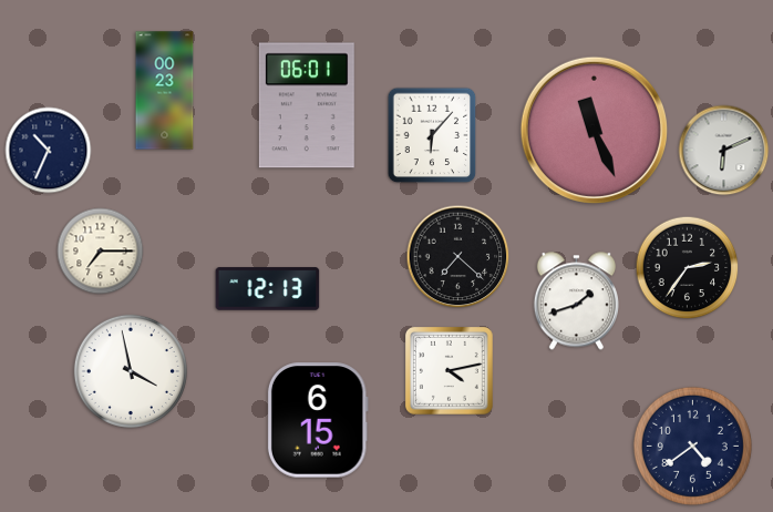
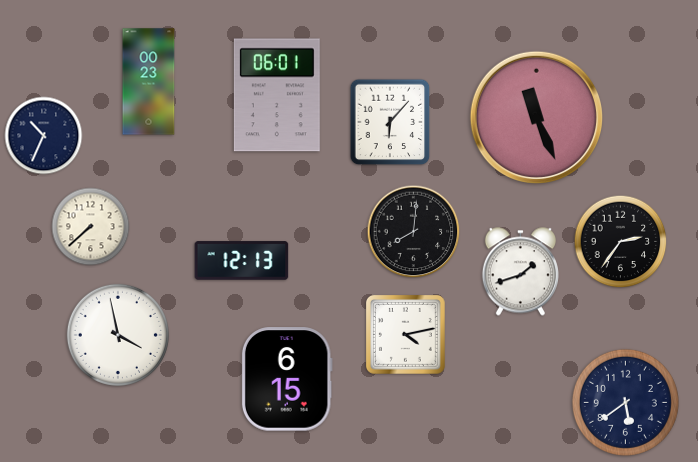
clock at (724, 151): 6:11 -> none
clock at (101, 252): 7:15 -> 7:38
clock at (458, 257): 7:22 -> 8:01
clock at (692, 446): 4:39 -> 5:39
